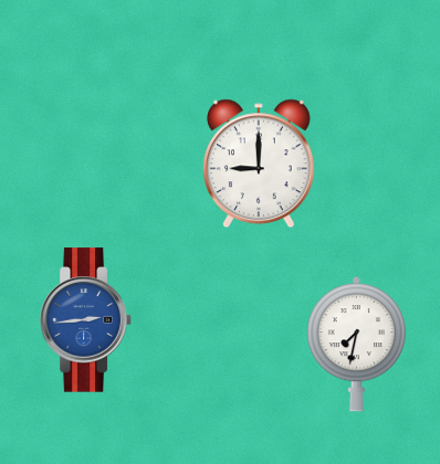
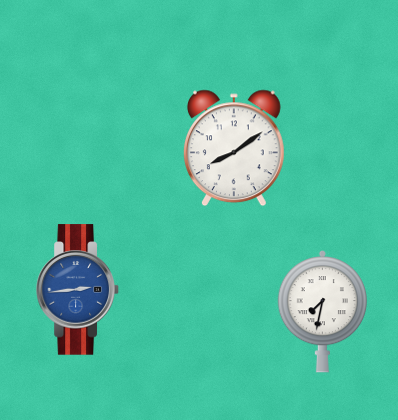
clock at (259, 164): 9:00 -> 8:09
